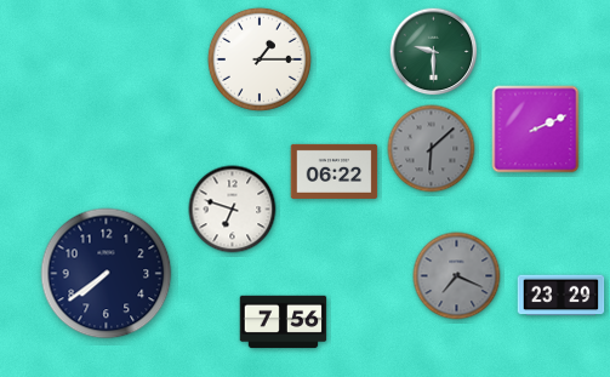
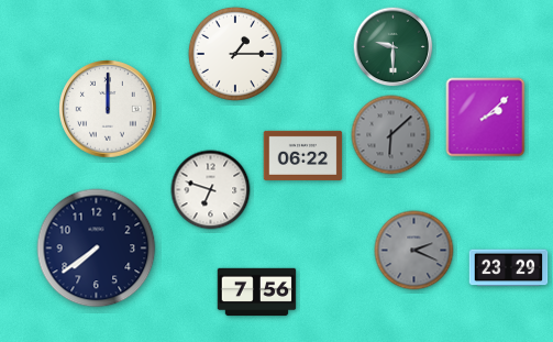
clock at (108, 109): none -> 12:00
clock at (536, 130): 2:11 -> 2:08
clock at (457, 276): 7:19 -> 2:19
